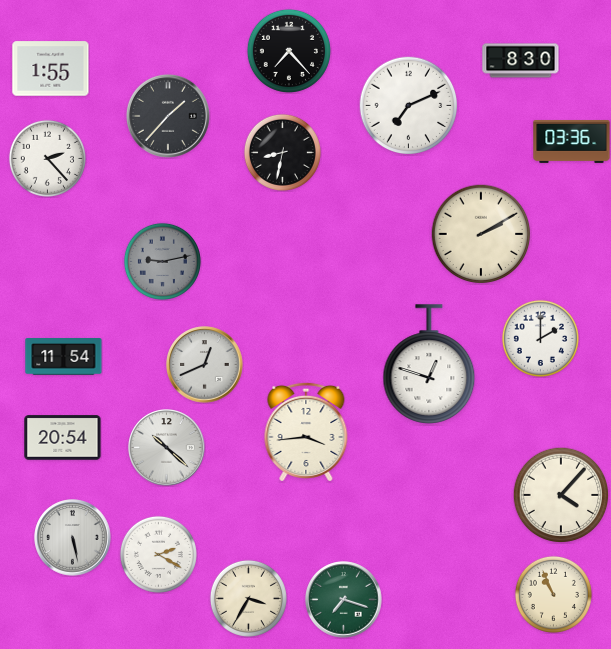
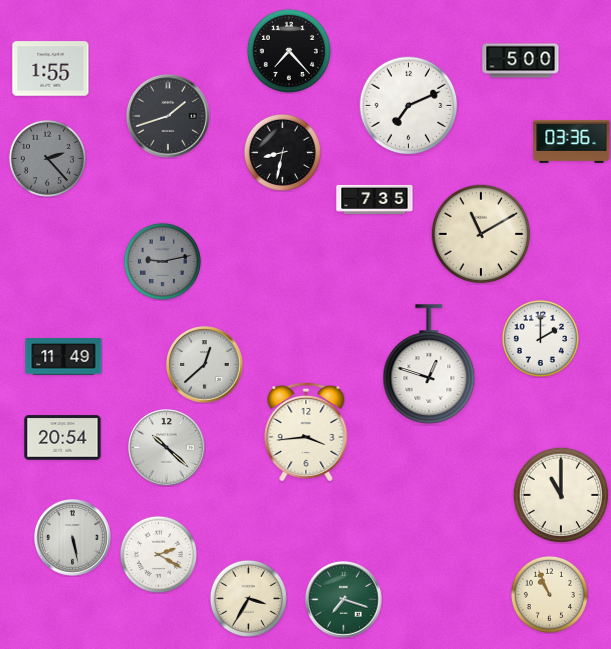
clock at (521, 61): 8:30 -> 5:00
clock at (168, 116): 1:37 -> 1:42
clock at (47, 158) dial: white -> grey
clock at (375, 199): none -> 7:35
clock at (481, 234): 2:10 -> 11:10
clock at (64, 357): 11:54 -> 11:49
clock at (205, 365): 12:41 -> 12:38
clock at (561, 495): 4:07 -> 11:00
clock at (553, 594) position: (553, 594) -> (549, 594)
